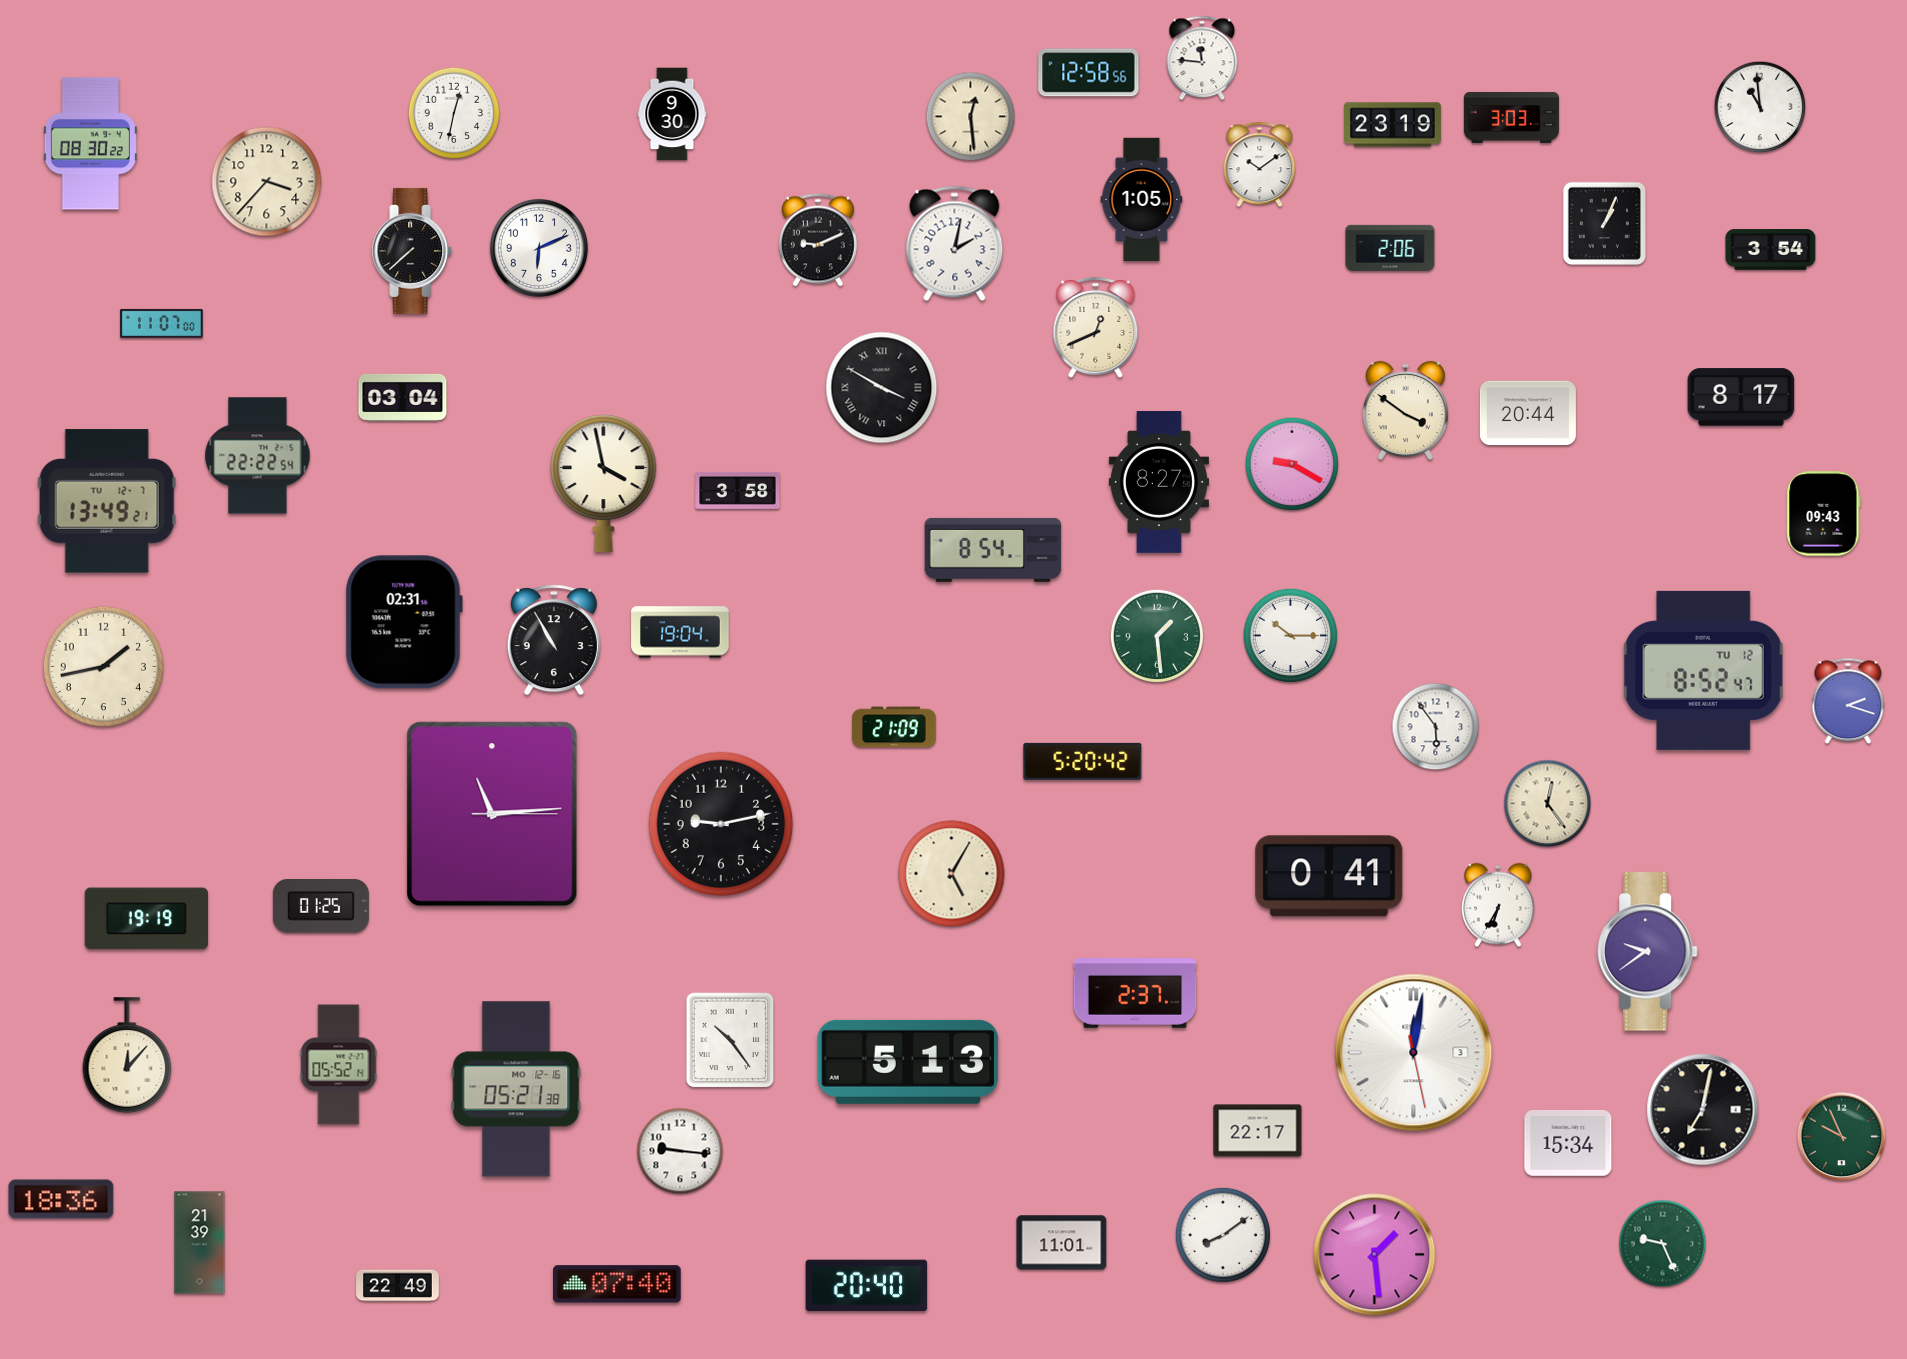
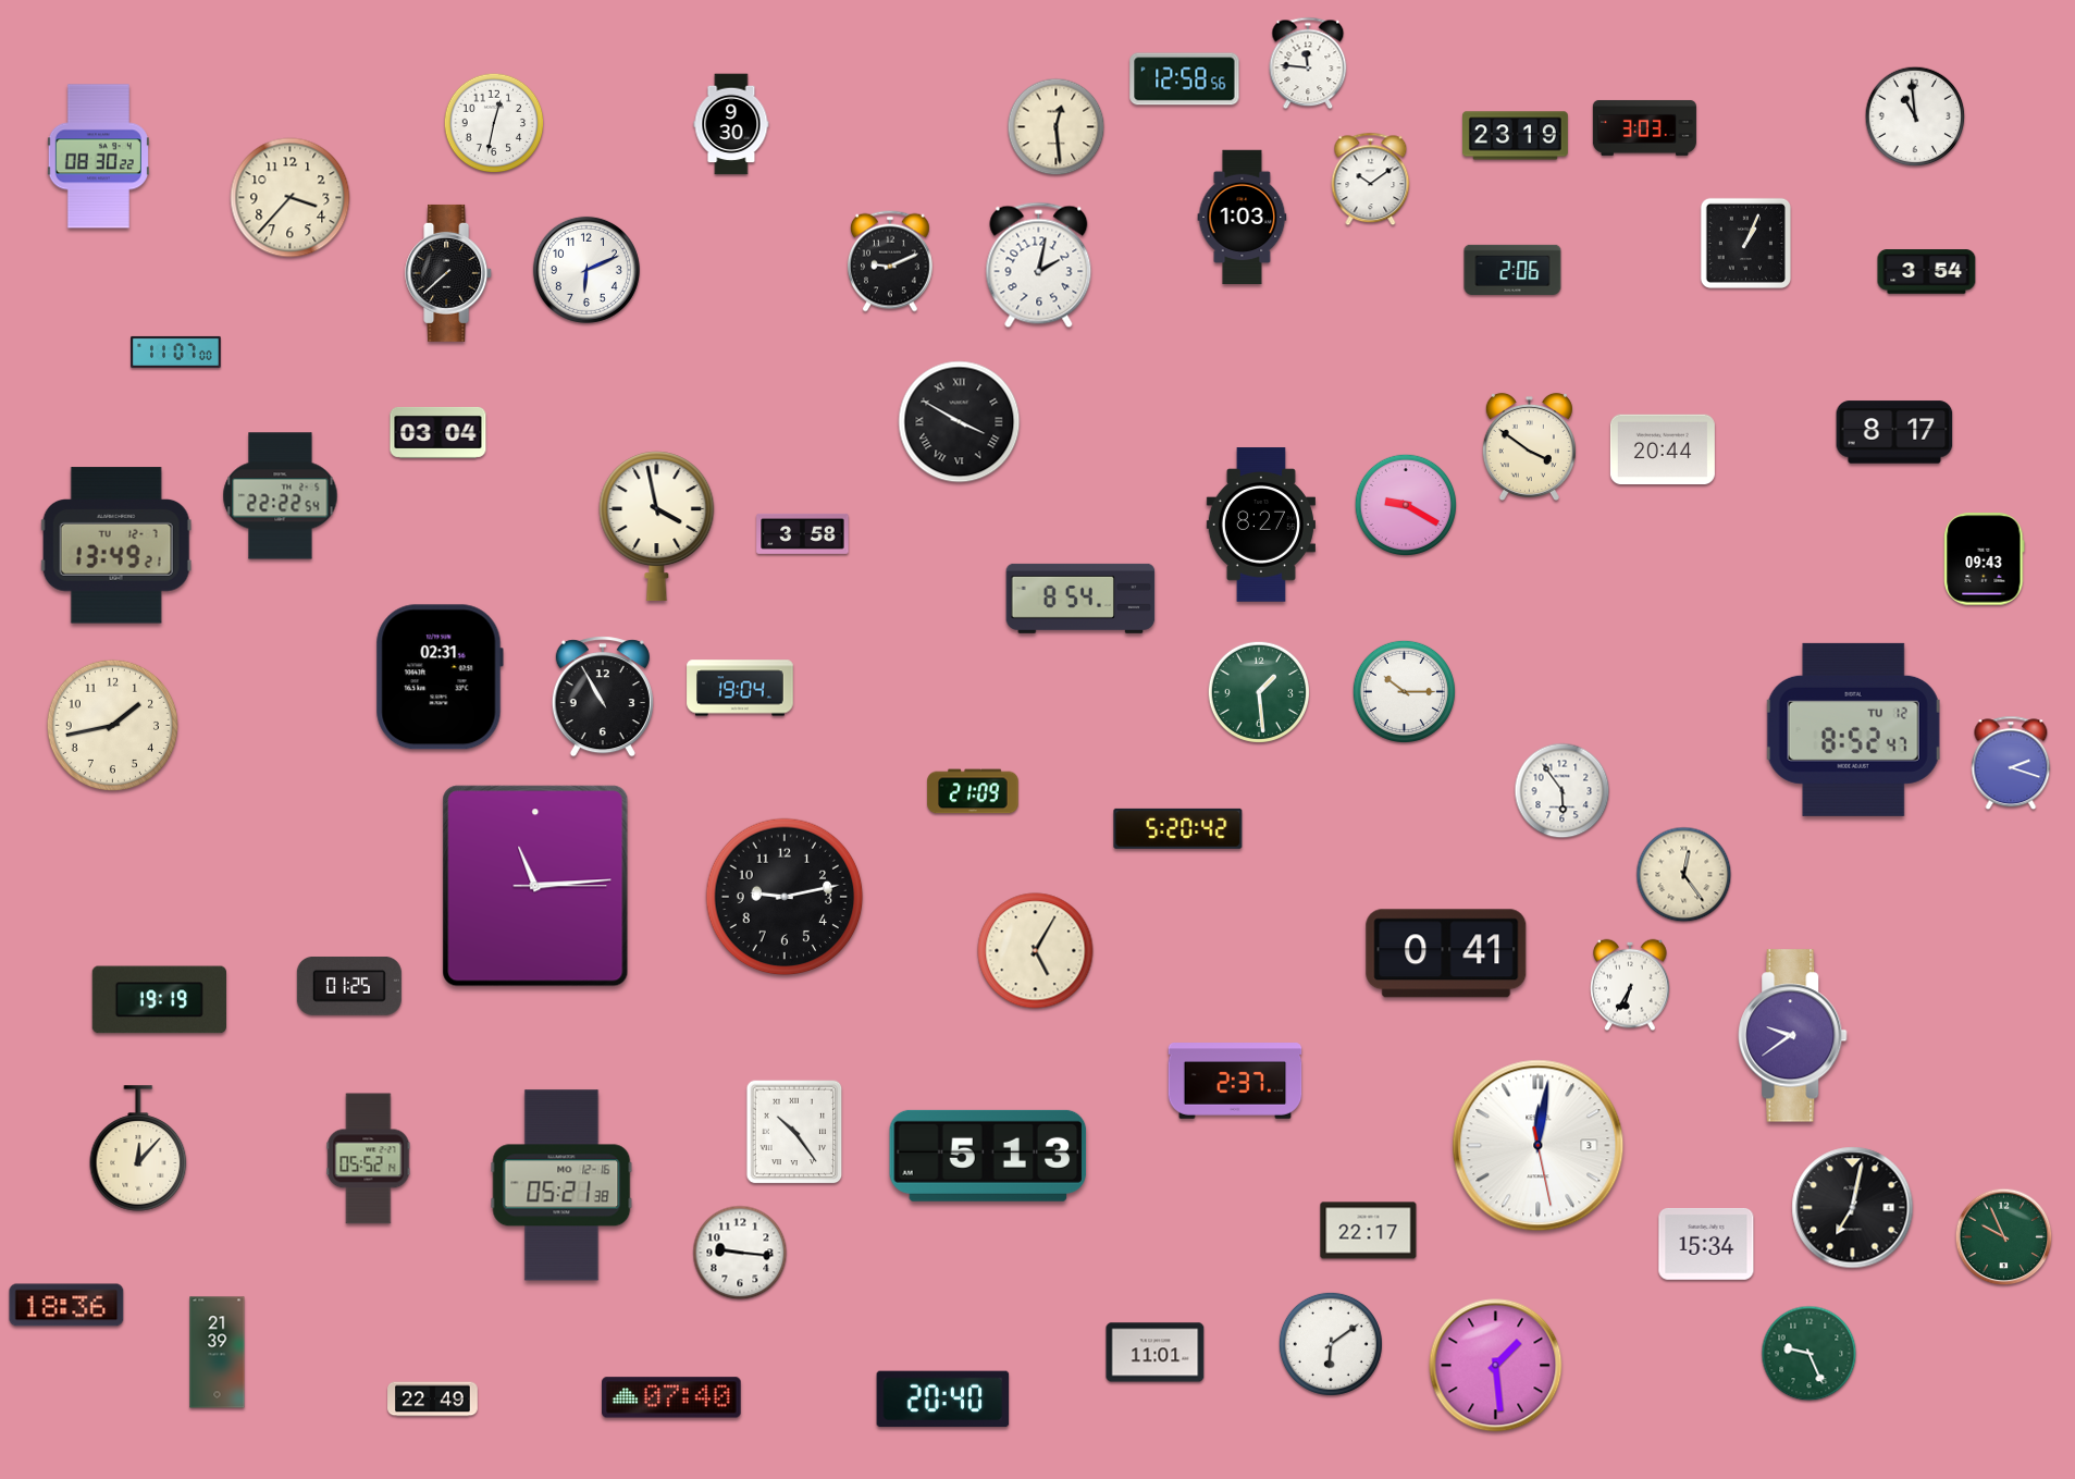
clock at (1142, 200): 1:05 -> 1:03
clock at (1096, 327): 12:41 -> none
clock at (1223, 1235): 8:09 -> 6:09
